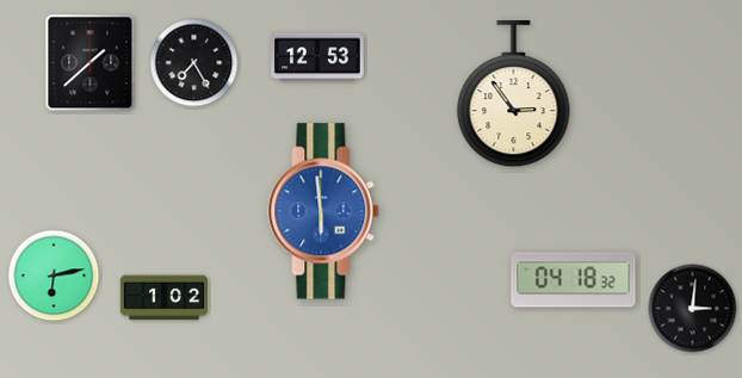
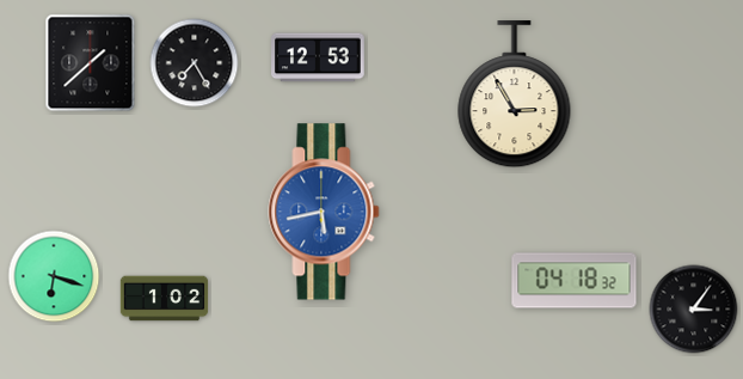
clock at (514, 94): 2:54 -> 2:55
clock at (323, 211): 5:59 -> 5:43
clock at (54, 275): 6:13 -> 6:18
clock at (693, 309): 3:01 -> 3:06
